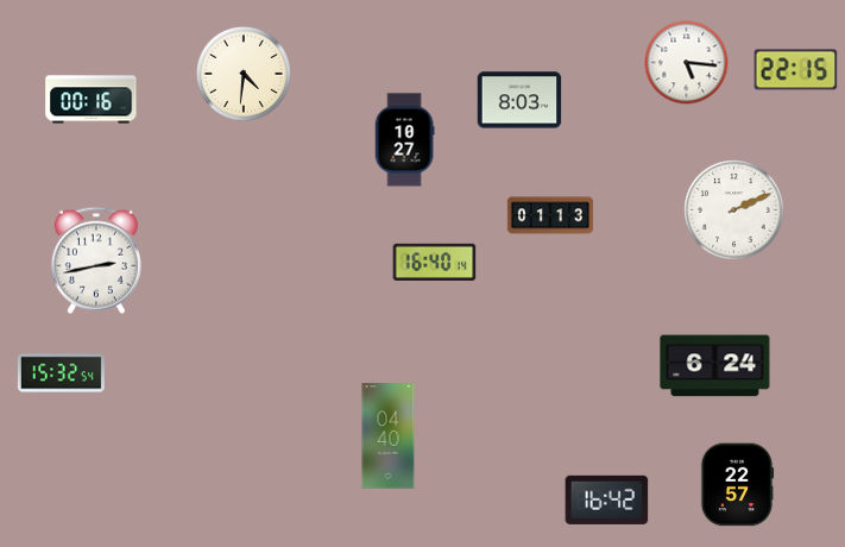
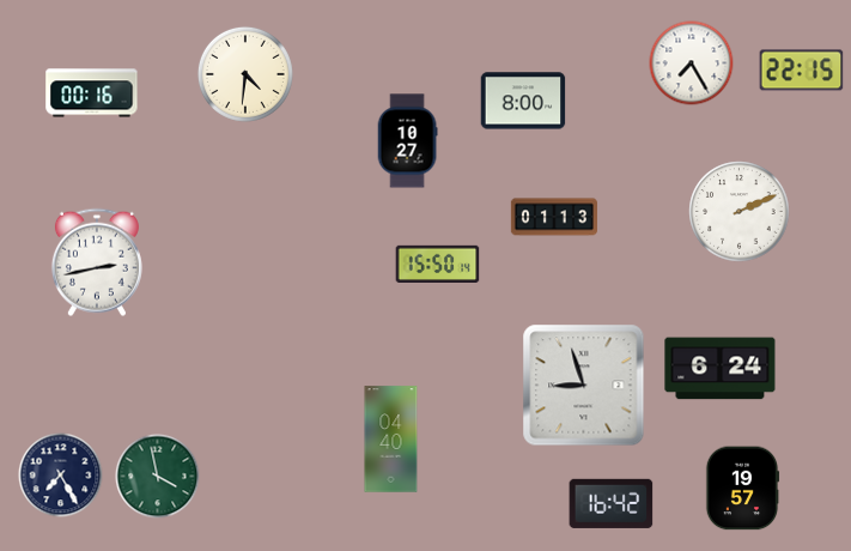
clock at (687, 63): 5:16 -> 7:25
clock at (92, 100) position: (92, 100) -> (92, 93)
clock at (519, 100): 8:03 -> 8:00
clock at (435, 262): 16:40 -> 15:50
clock at (61, 373): 15:32 -> none
clock at (584, 386): none -> 8:57
clock at (61, 476): none -> 7:25
clock at (158, 477): none -> 3:58
clock at (737, 485): 22:57 -> 19:57
